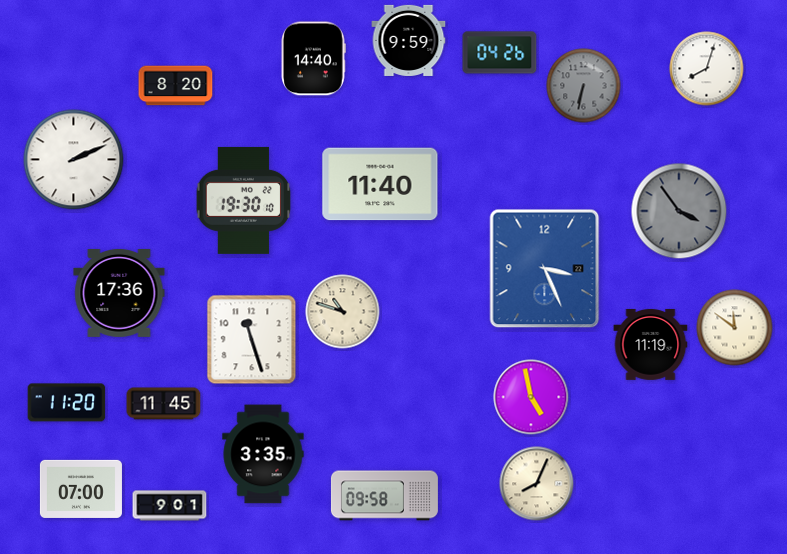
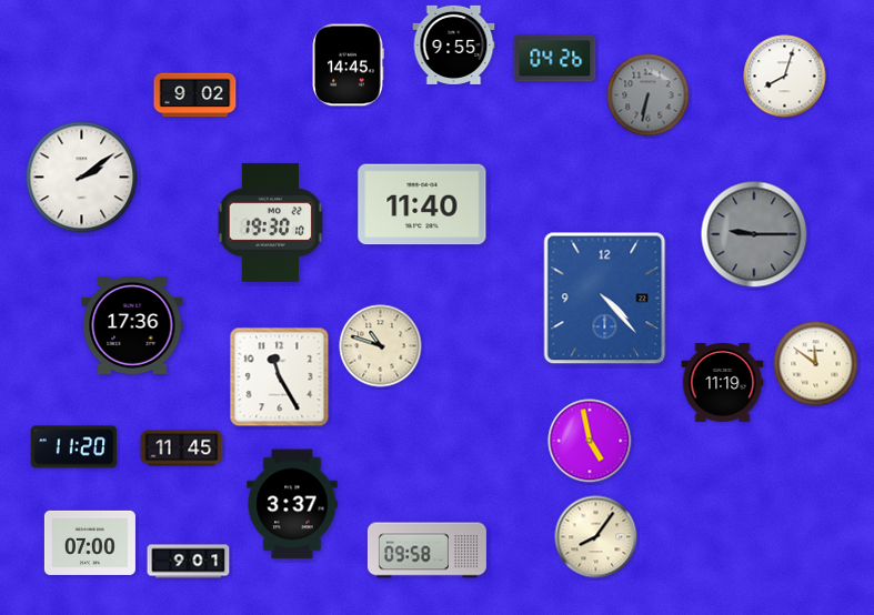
clock at (409, 40): 9:59 -> 9:55
clock at (313, 59): 14:40 -> 14:45
clock at (176, 86): 8:20 -> 9:02
clock at (74, 160): 2:11 -> 2:09
clock at (679, 211): 3:54 -> 9:15
clock at (545, 269): 3:26 -> 4:23
clock at (252, 340): 11:27 -> 11:25
clock at (263, 454): 3:35 -> 3:37
clock at (537, 484): 8:04 -> 8:06
